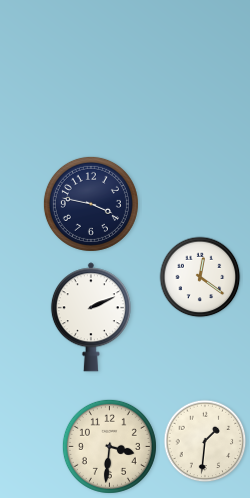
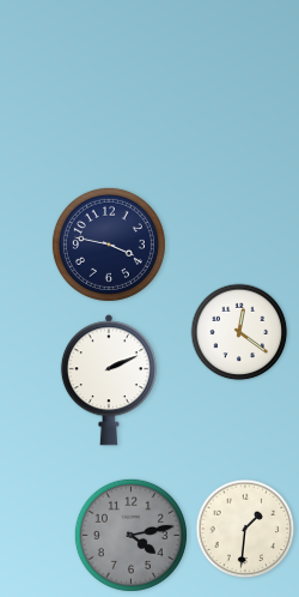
clock at (109, 446): 3:31 -> 4:13
clock at (109, 446) dial: cream -> grey
